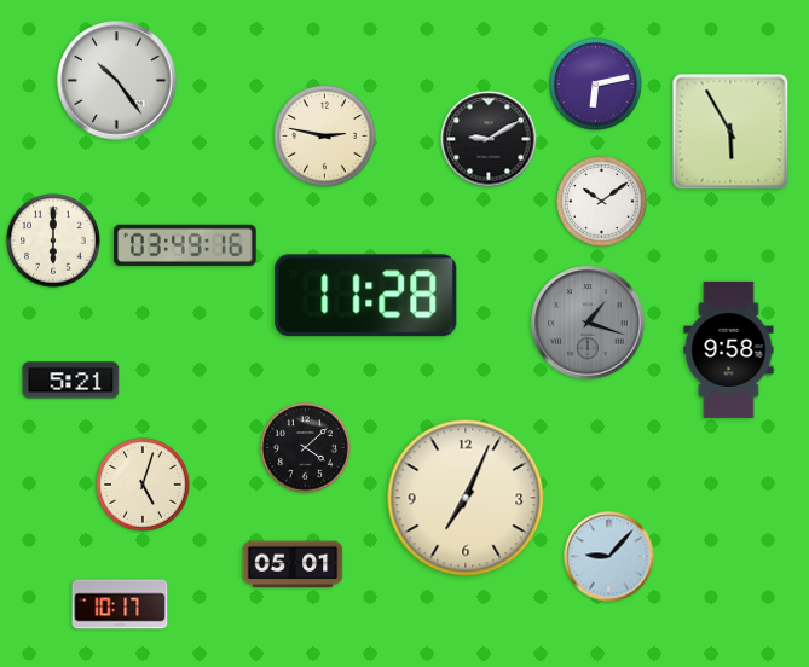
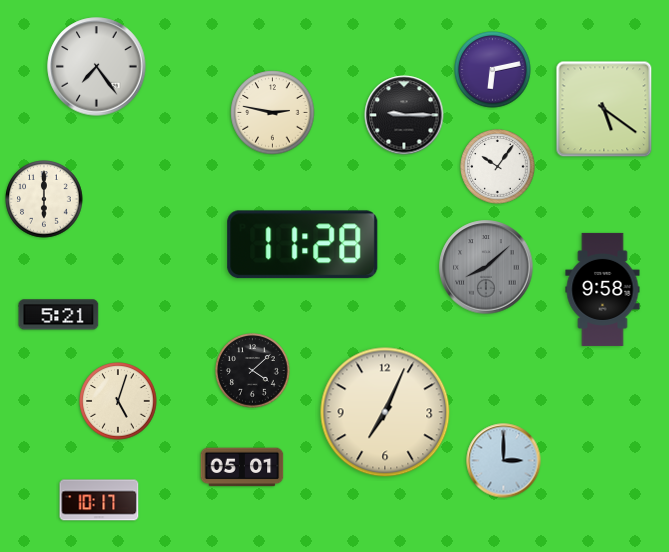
clock at (117, 81): 10:24 -> 7:24
clock at (730, 132): 5:55 -> 5:21
clock at (325, 137) position: (325, 137) -> (273, 113)
clock at (489, 139): 9:10 -> 9:15
clock at (602, 202): 10:09 -> 10:06
clock at (185, 245): 03:49 -> none
clock at (588, 323): 1:18 -> 8:08
clock at (609, 557): 9:07 -> 3:00
